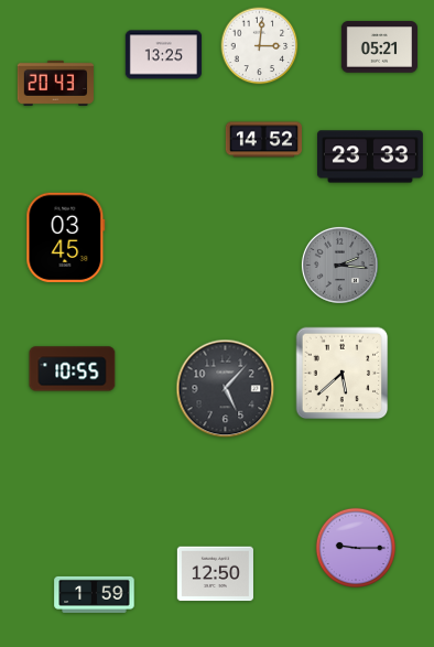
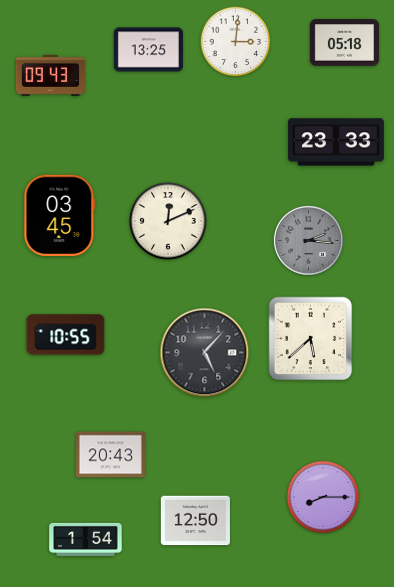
clock at (379, 47): 05:21 -> 05:18
clock at (55, 83): 20:43 -> 09:43
clock at (263, 140): 14:52 -> none
clock at (168, 221): none -> 12:11
clock at (110, 455): none -> 20:43
clock at (355, 547): 9:15 -> 8:15
clock at (95, 594): 1:59 -> 1:54
